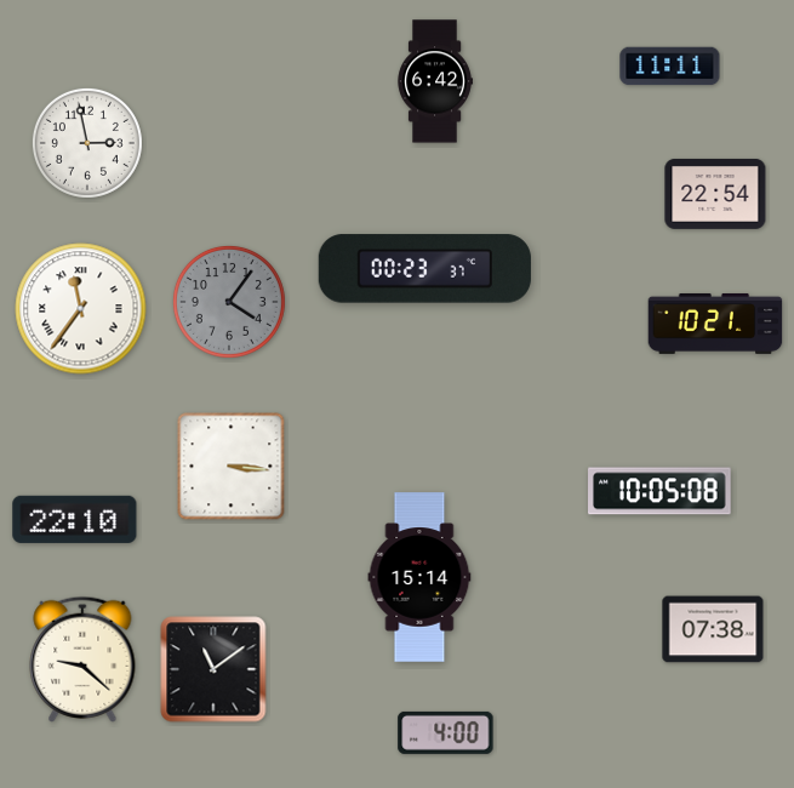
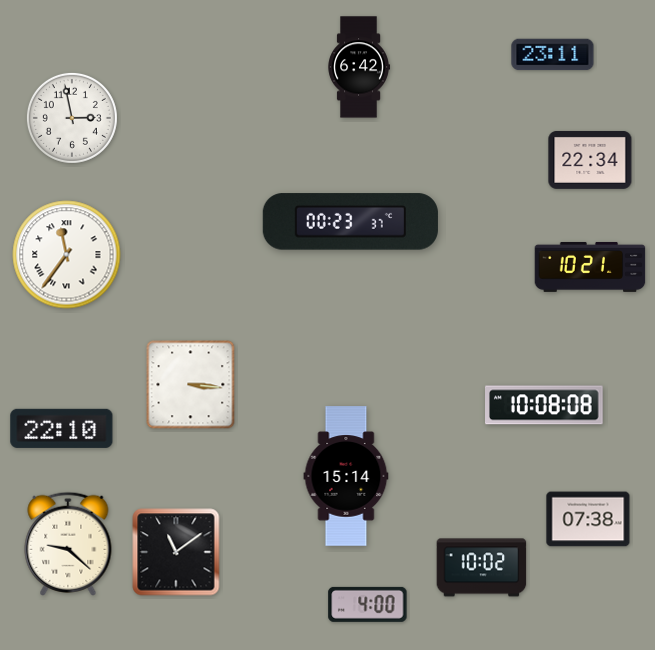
clock at (670, 67): 11:11 -> 23:11
clock at (715, 194): 22:54 -> 22:34
clock at (229, 302): 4:06 -> none
clock at (661, 491): 10:05 -> 10:08
clock at (482, 568): none -> 10:02
